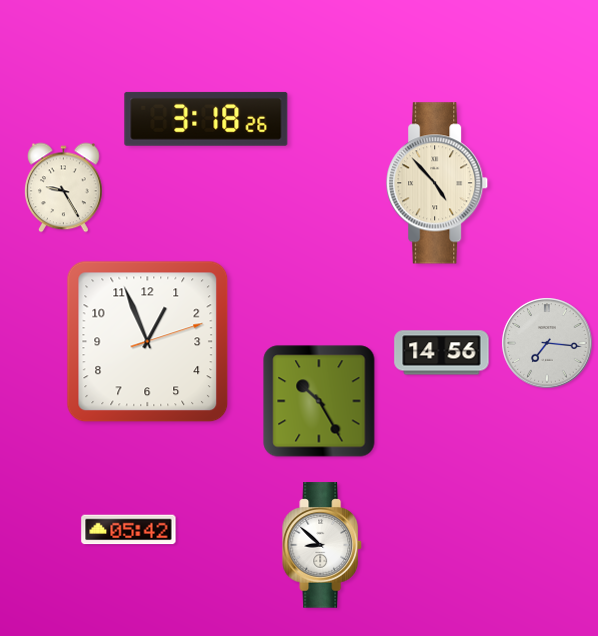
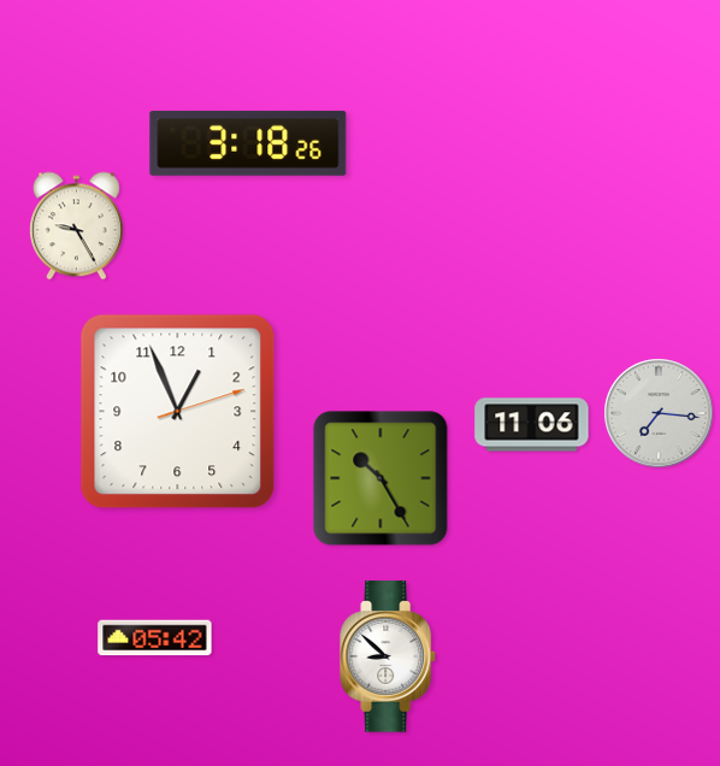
clock at (438, 183): 4:53 -> none
clock at (442, 353): 14:56 -> 11:06
clock at (319, 401) position: (319, 401) -> (380, 478)
